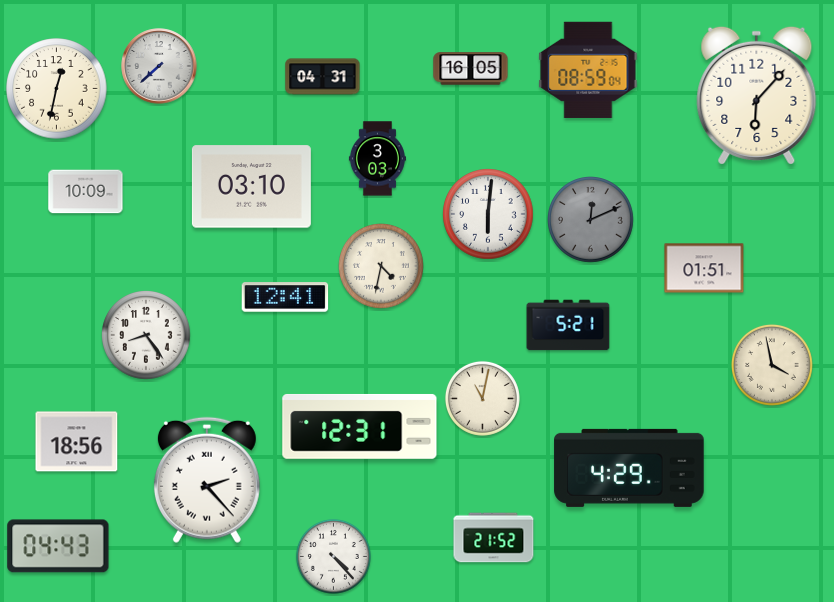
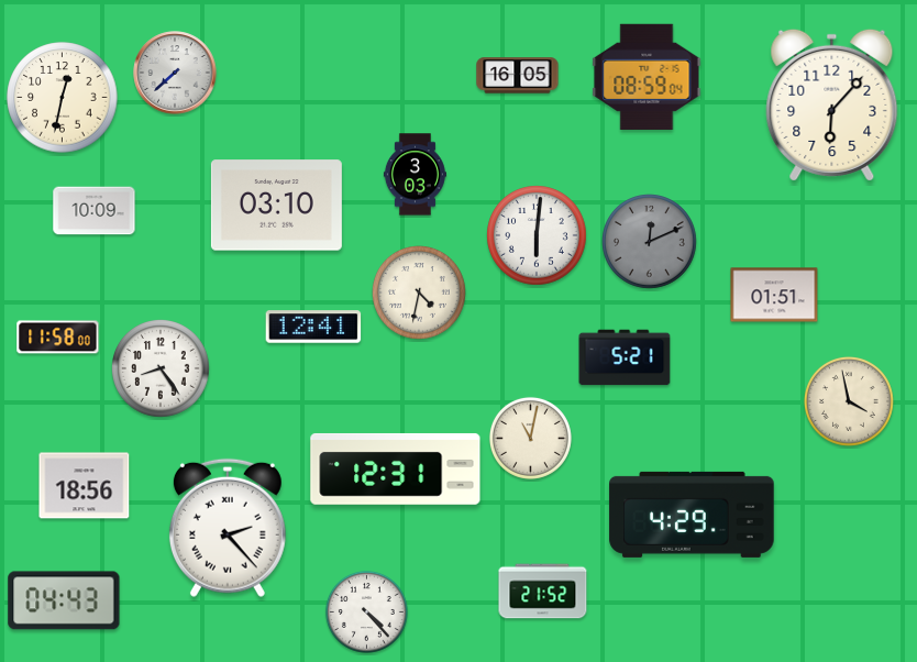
clock at (323, 77): 04:31 -> none
clock at (58, 338): none -> 11:58
